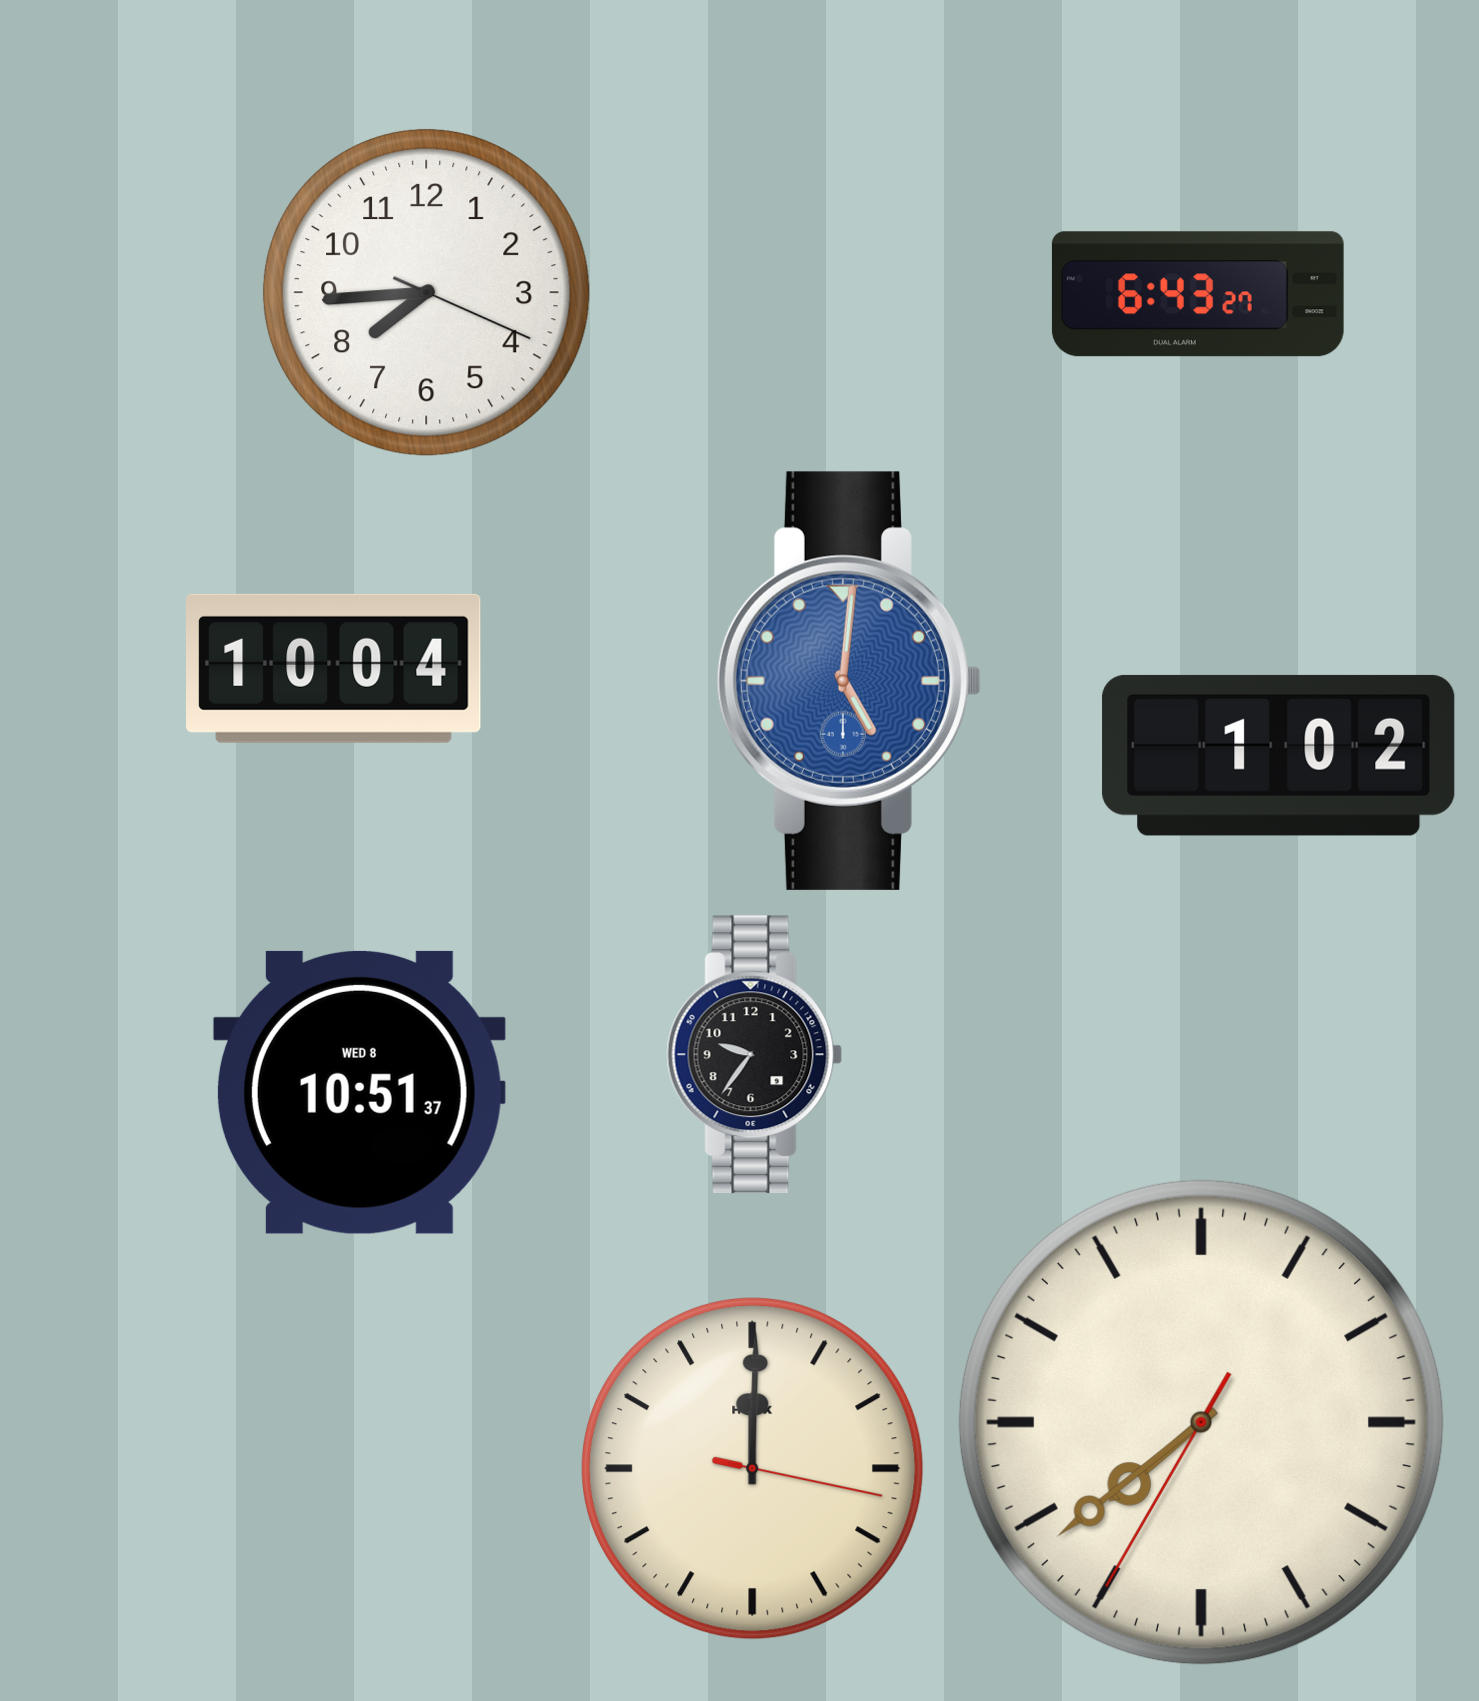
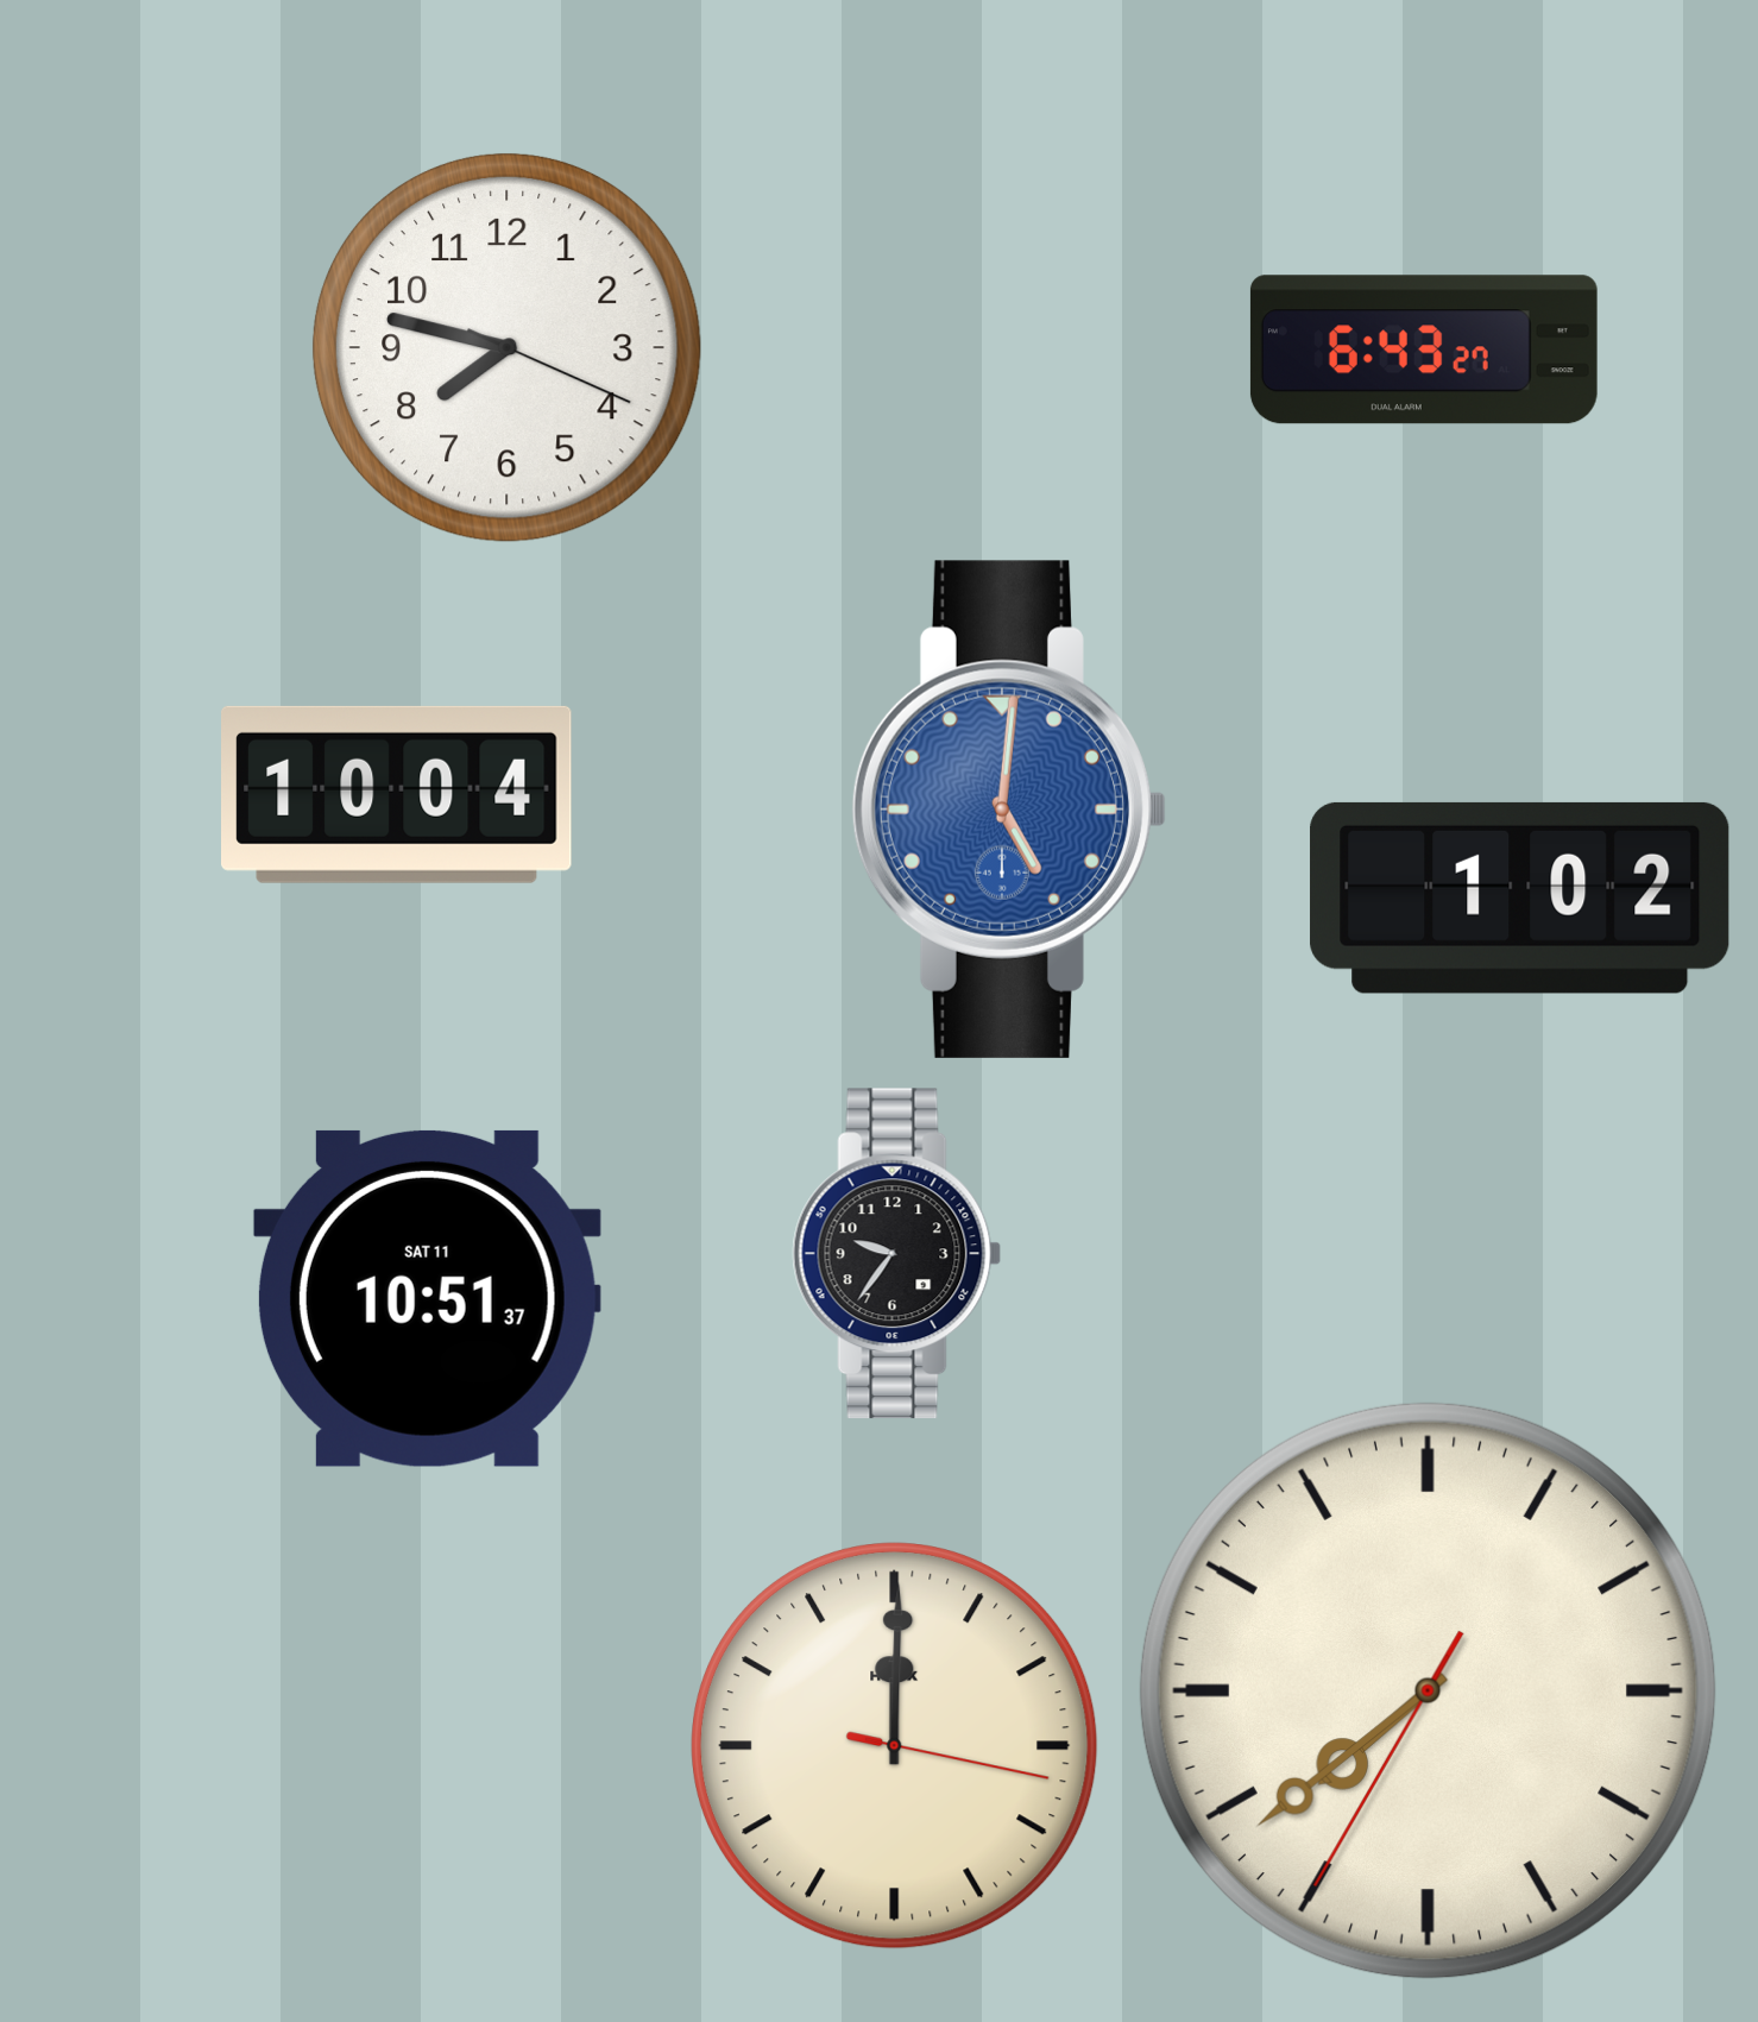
clock at (426, 292): 7:44 -> 7:47
clock at (359, 1092) date: WED 8 -> SAT 11
